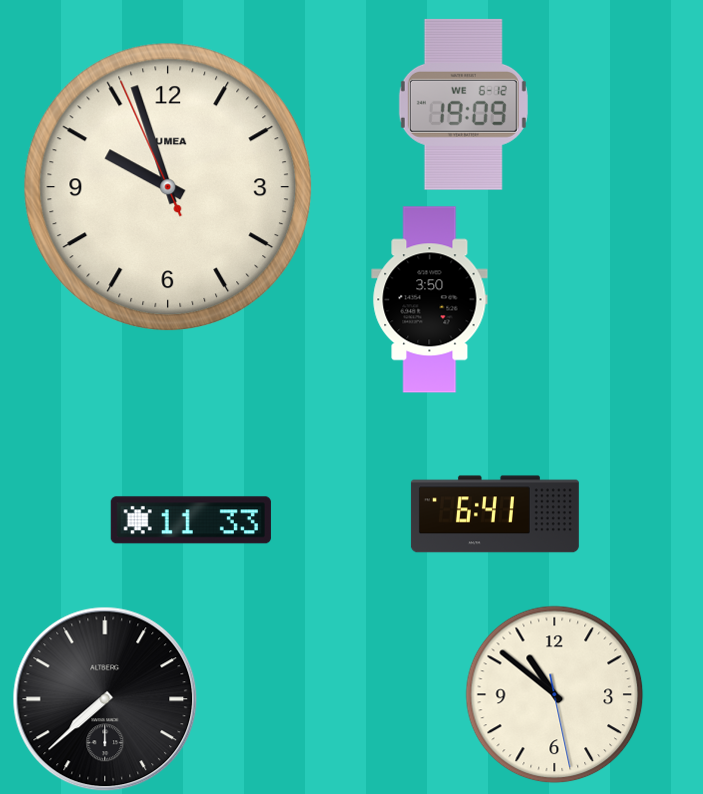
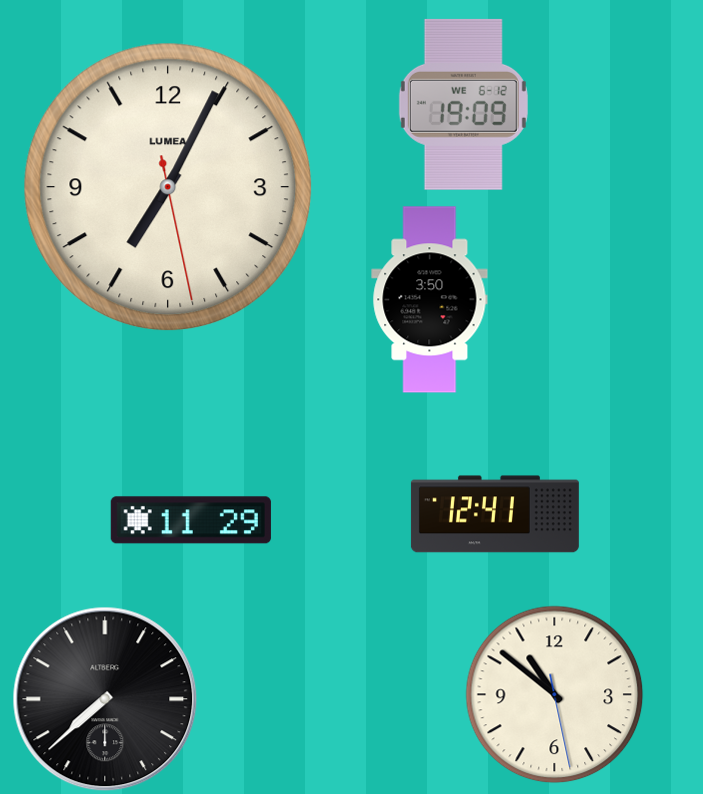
clock at (168, 187): 9:56 -> 7:04
clock at (495, 514): 6:41 -> 12:41
clock at (191, 520): 11:33 -> 11:29
